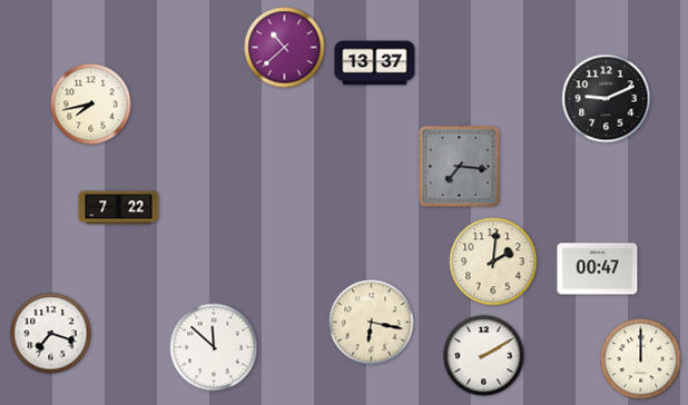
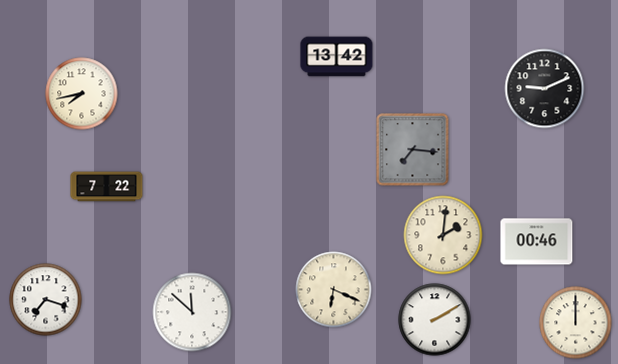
clock at (285, 48): 10:38 -> none
clock at (375, 63): 13:37 -> 13:42
clock at (598, 269): 00:47 -> 00:46
clock at (372, 323): 6:17 -> 6:19
